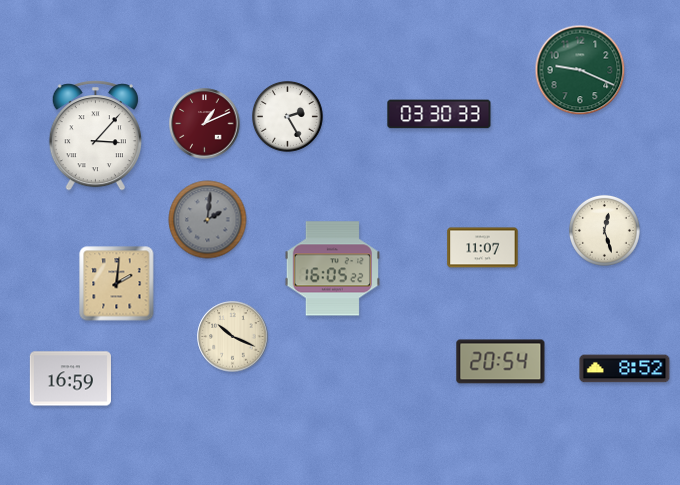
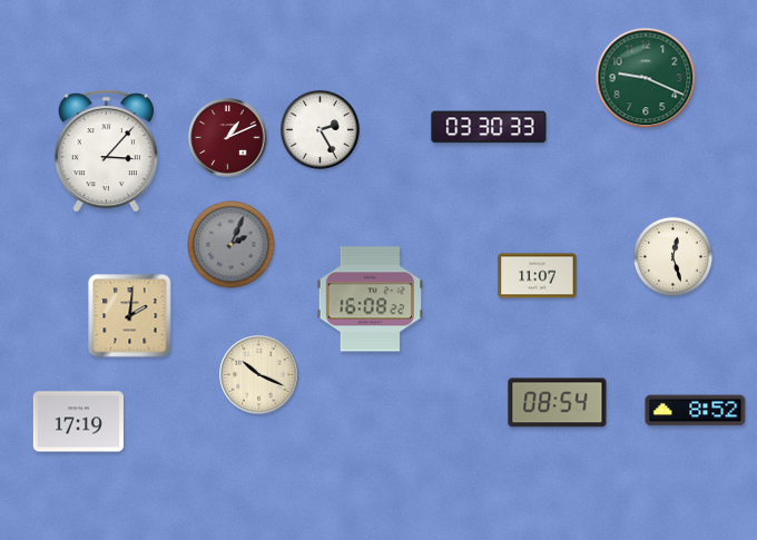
clock at (208, 220): 2:01 -> 2:04
clock at (332, 269): 16:05 -> 16:08
clock at (501, 362): 20:54 -> 08:54
clock at (70, 379): 16:59 -> 17:19
